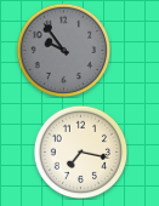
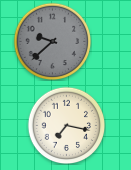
clock at (63, 50): 9:54 -> 9:38
